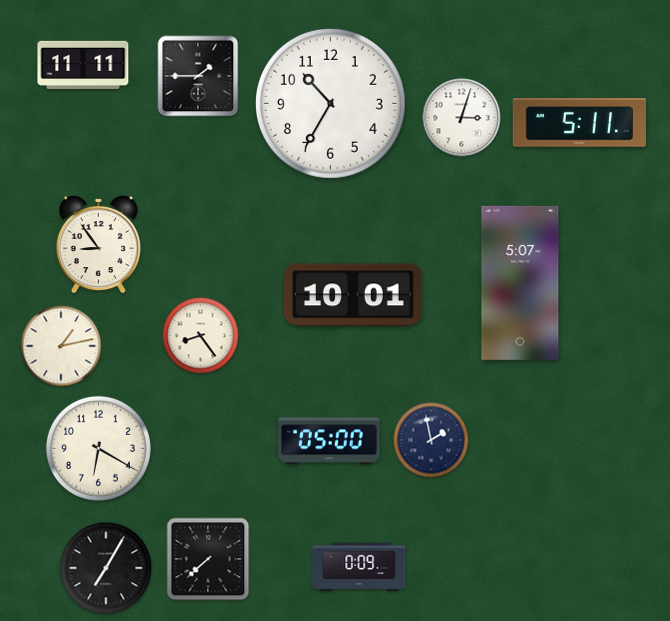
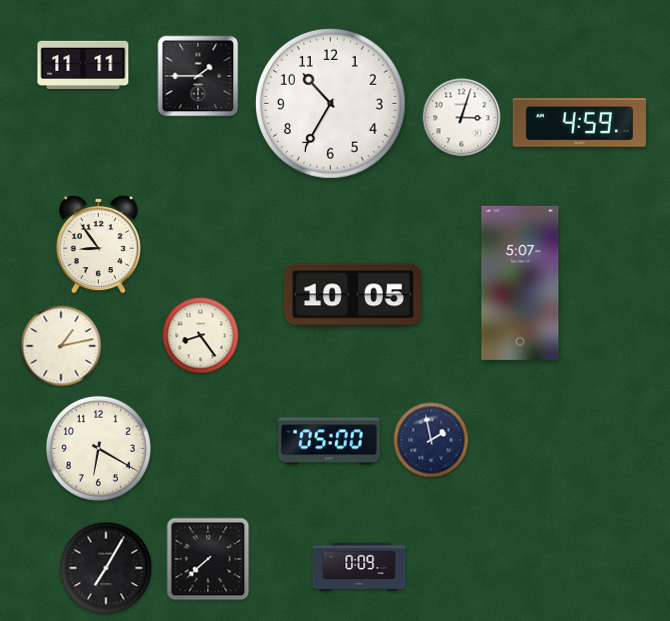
clock at (579, 123): 5:11 -> 4:59
clock at (353, 295): 10:01 -> 10:05
